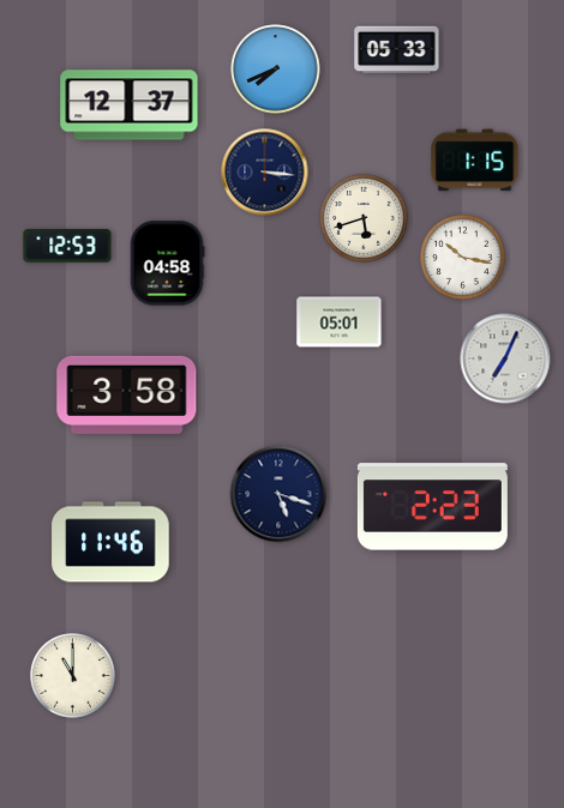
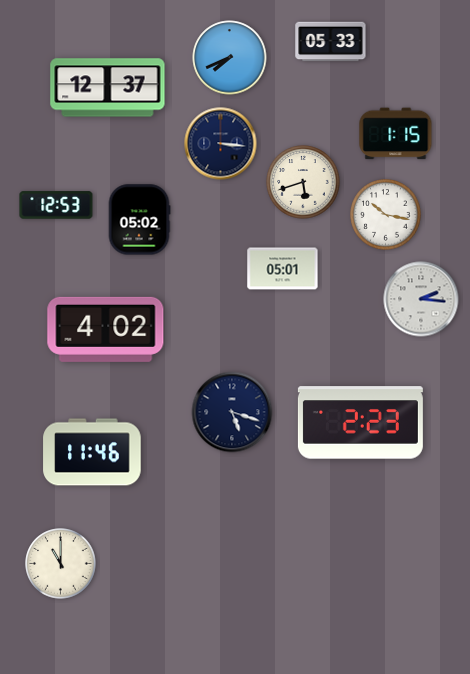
clock at (167, 264): 04:58 -> 05:02
clock at (505, 358): 7:04 -> 2:16
clock at (127, 394): 3:58 -> 4:02
